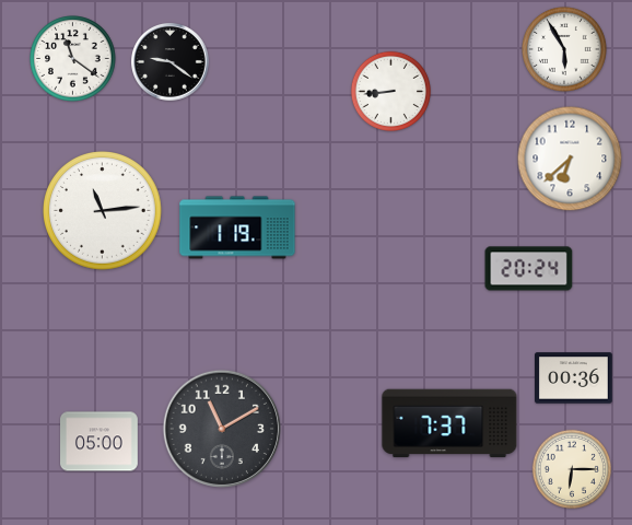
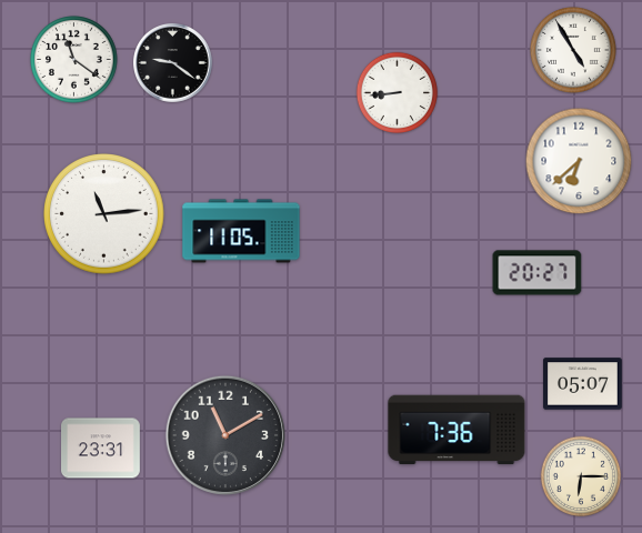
clock at (565, 50): 5:55 -> 4:55
clock at (237, 227): 1:19 -> 11:05
clock at (529, 269): 20:24 -> 20:27
clock at (574, 378): 00:36 -> 05:07
clock at (449, 423): 7:37 -> 7:36
clock at (100, 442): 05:00 -> 23:31
